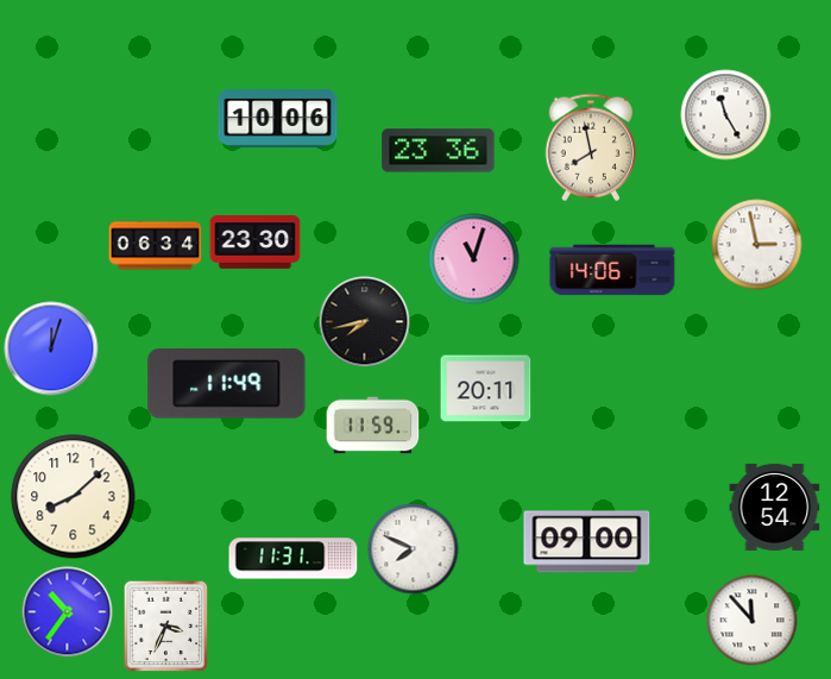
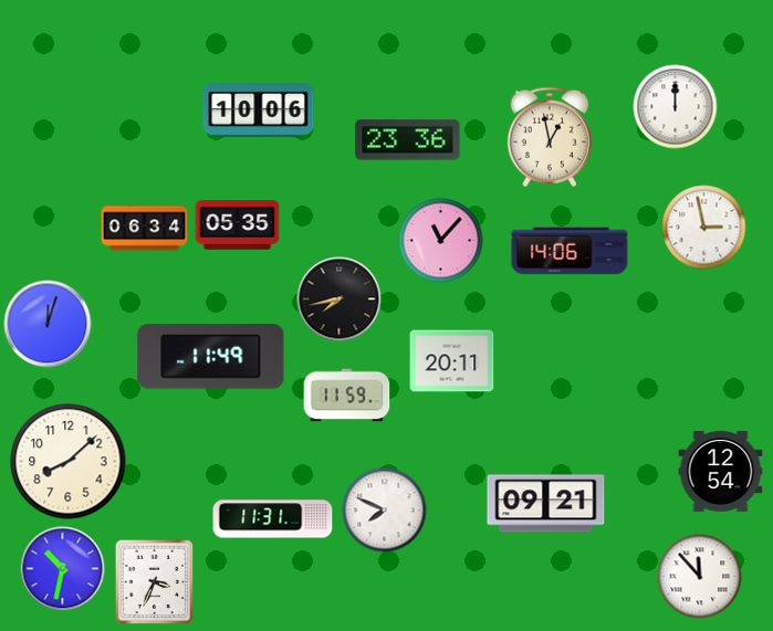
clock at (726, 115): 11:25 -> 12:00
clock at (590, 147): 7:58 -> 12:58
clock at (256, 243): 23:30 -> 05:35
clock at (474, 259): 11:03 -> 11:07
clock at (587, 542): 09:00 -> 09:21
clock at (68, 612): 10:36 -> 10:32
